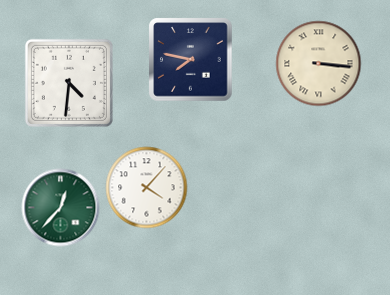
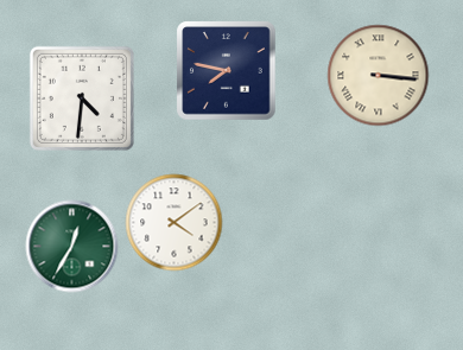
clock at (147, 188): 4:07 -> 4:09
clock at (61, 208): 12:37 -> 12:35
